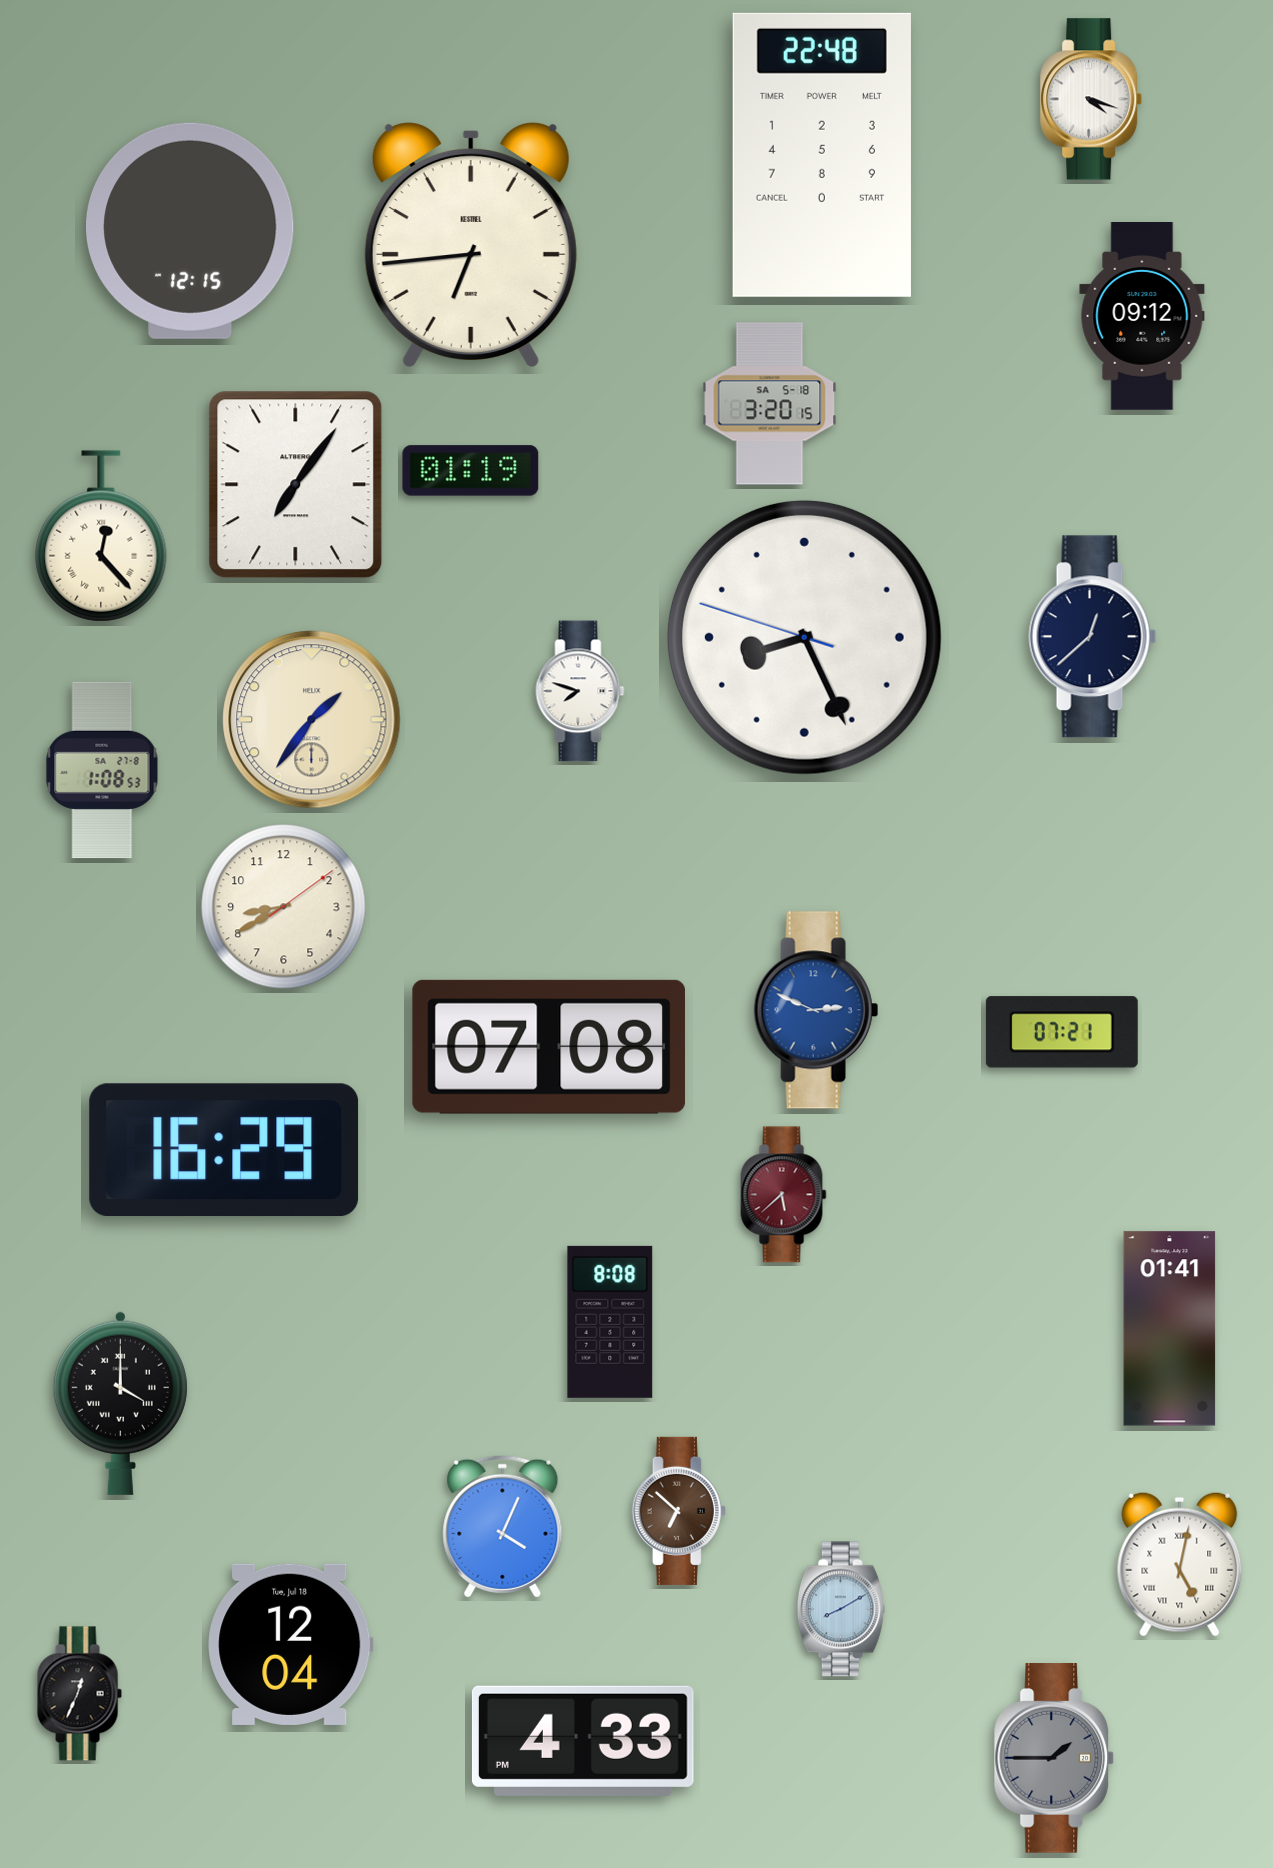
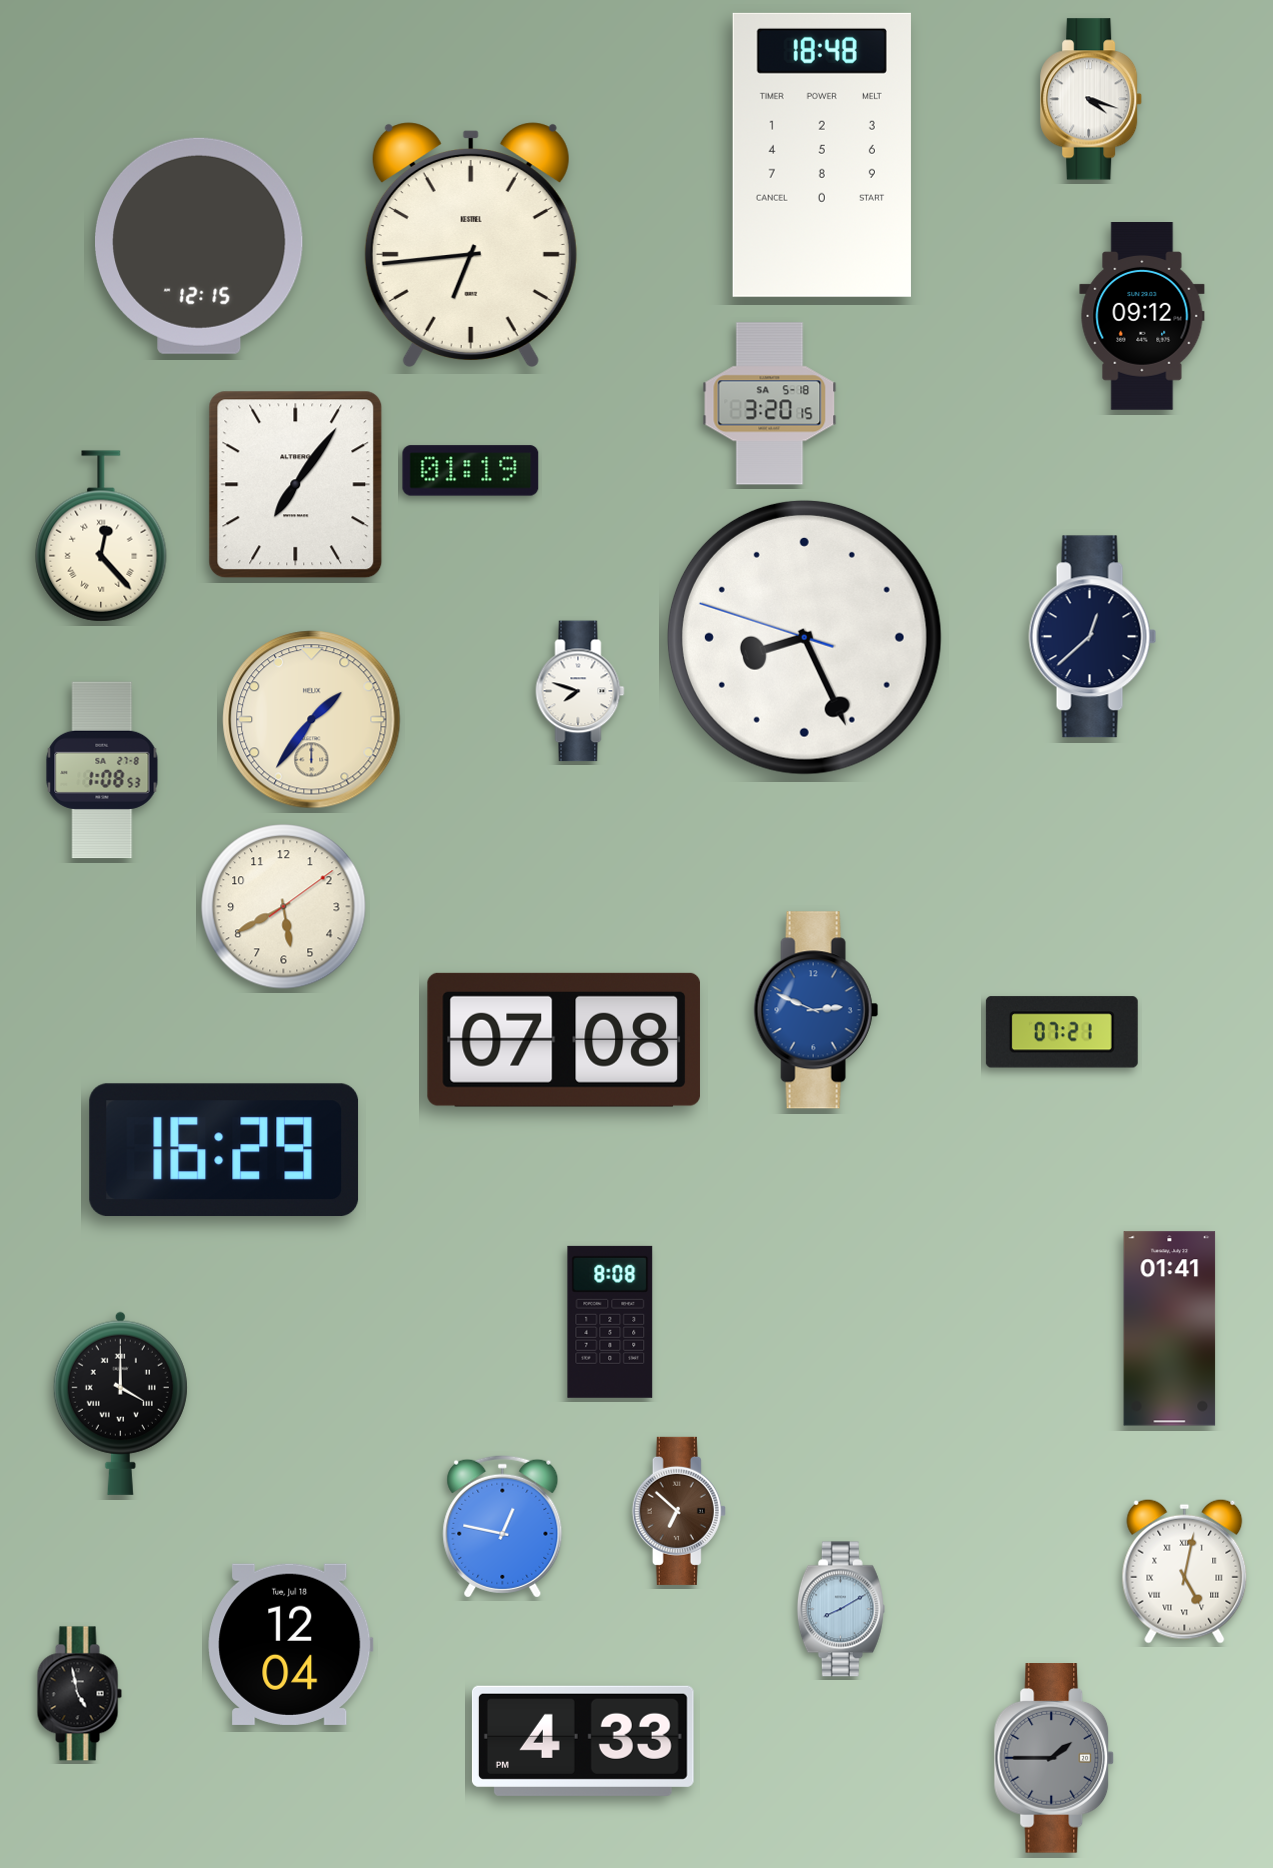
clock at (822, 155): 22:48 -> 18:48
clock at (191, 231) position: (191, 231) -> (200, 246)
clock at (284, 907): 8:40 -> 5:40
clock at (549, 1047) position: (549, 1047) -> (564, 1040)
clock at (784, 1195): 5:38 -> none
clock at (503, 1526): 4:04 -> 12:47
clock at (1180, 1564) position: (1180, 1564) -> (1185, 1571)
clock at (79, 1694): 12:34 -> 4:58
